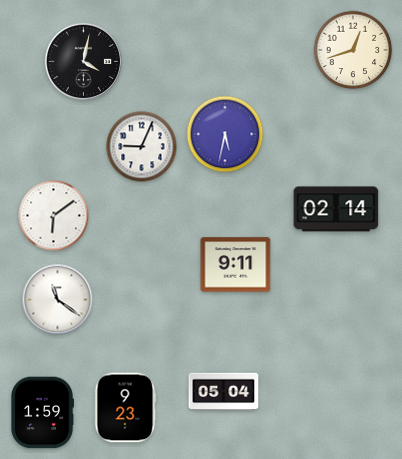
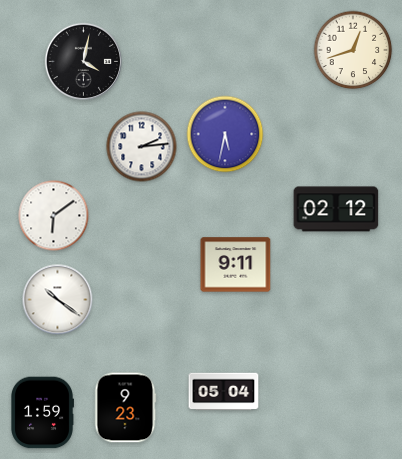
clock at (142, 147): 9:04 -> 2:14
clock at (336, 209): 02:14 -> 02:12
clock at (58, 300): 11:21 -> 10:21
